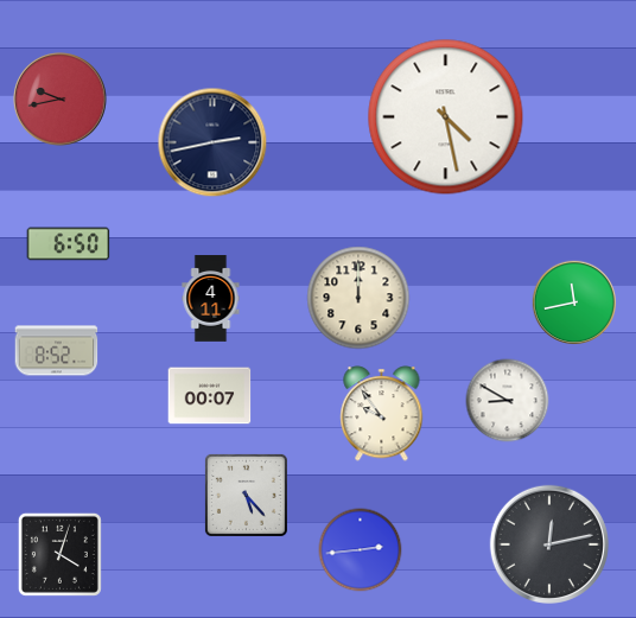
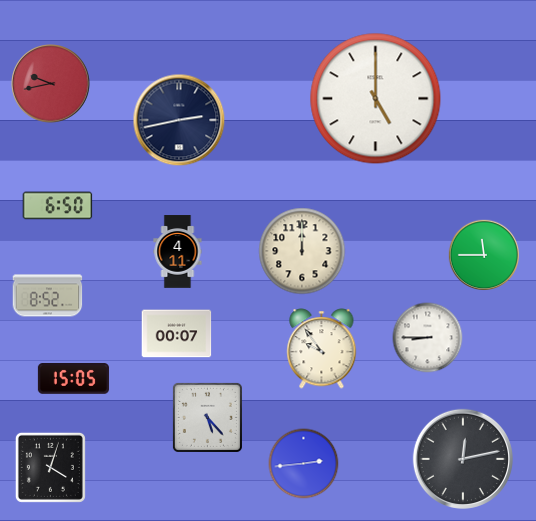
clock at (446, 117): 4:28 -> 5:00
clock at (573, 301): 11:43 -> 11:45
clock at (508, 401): 8:50 -> 8:45
clock at (73, 379): none -> 15:05
